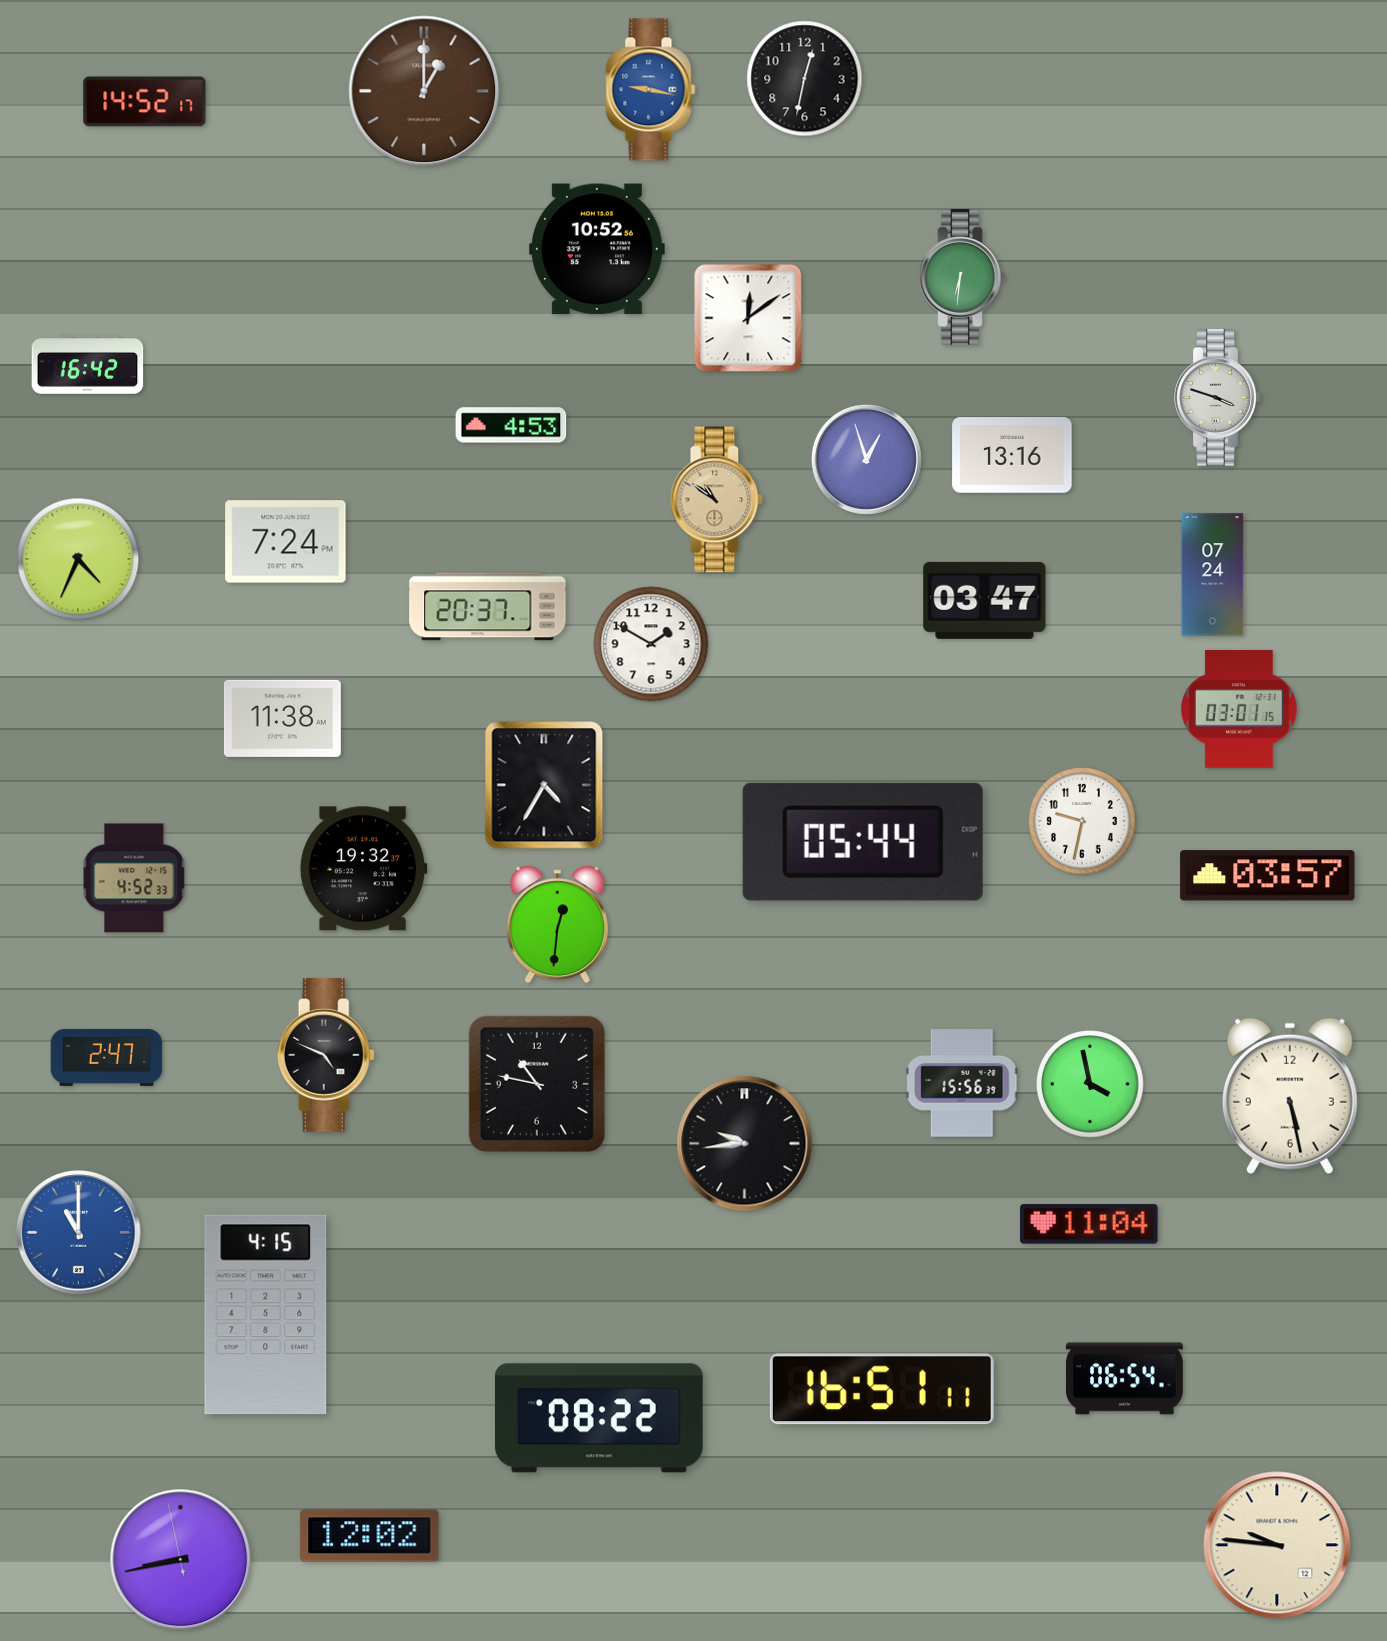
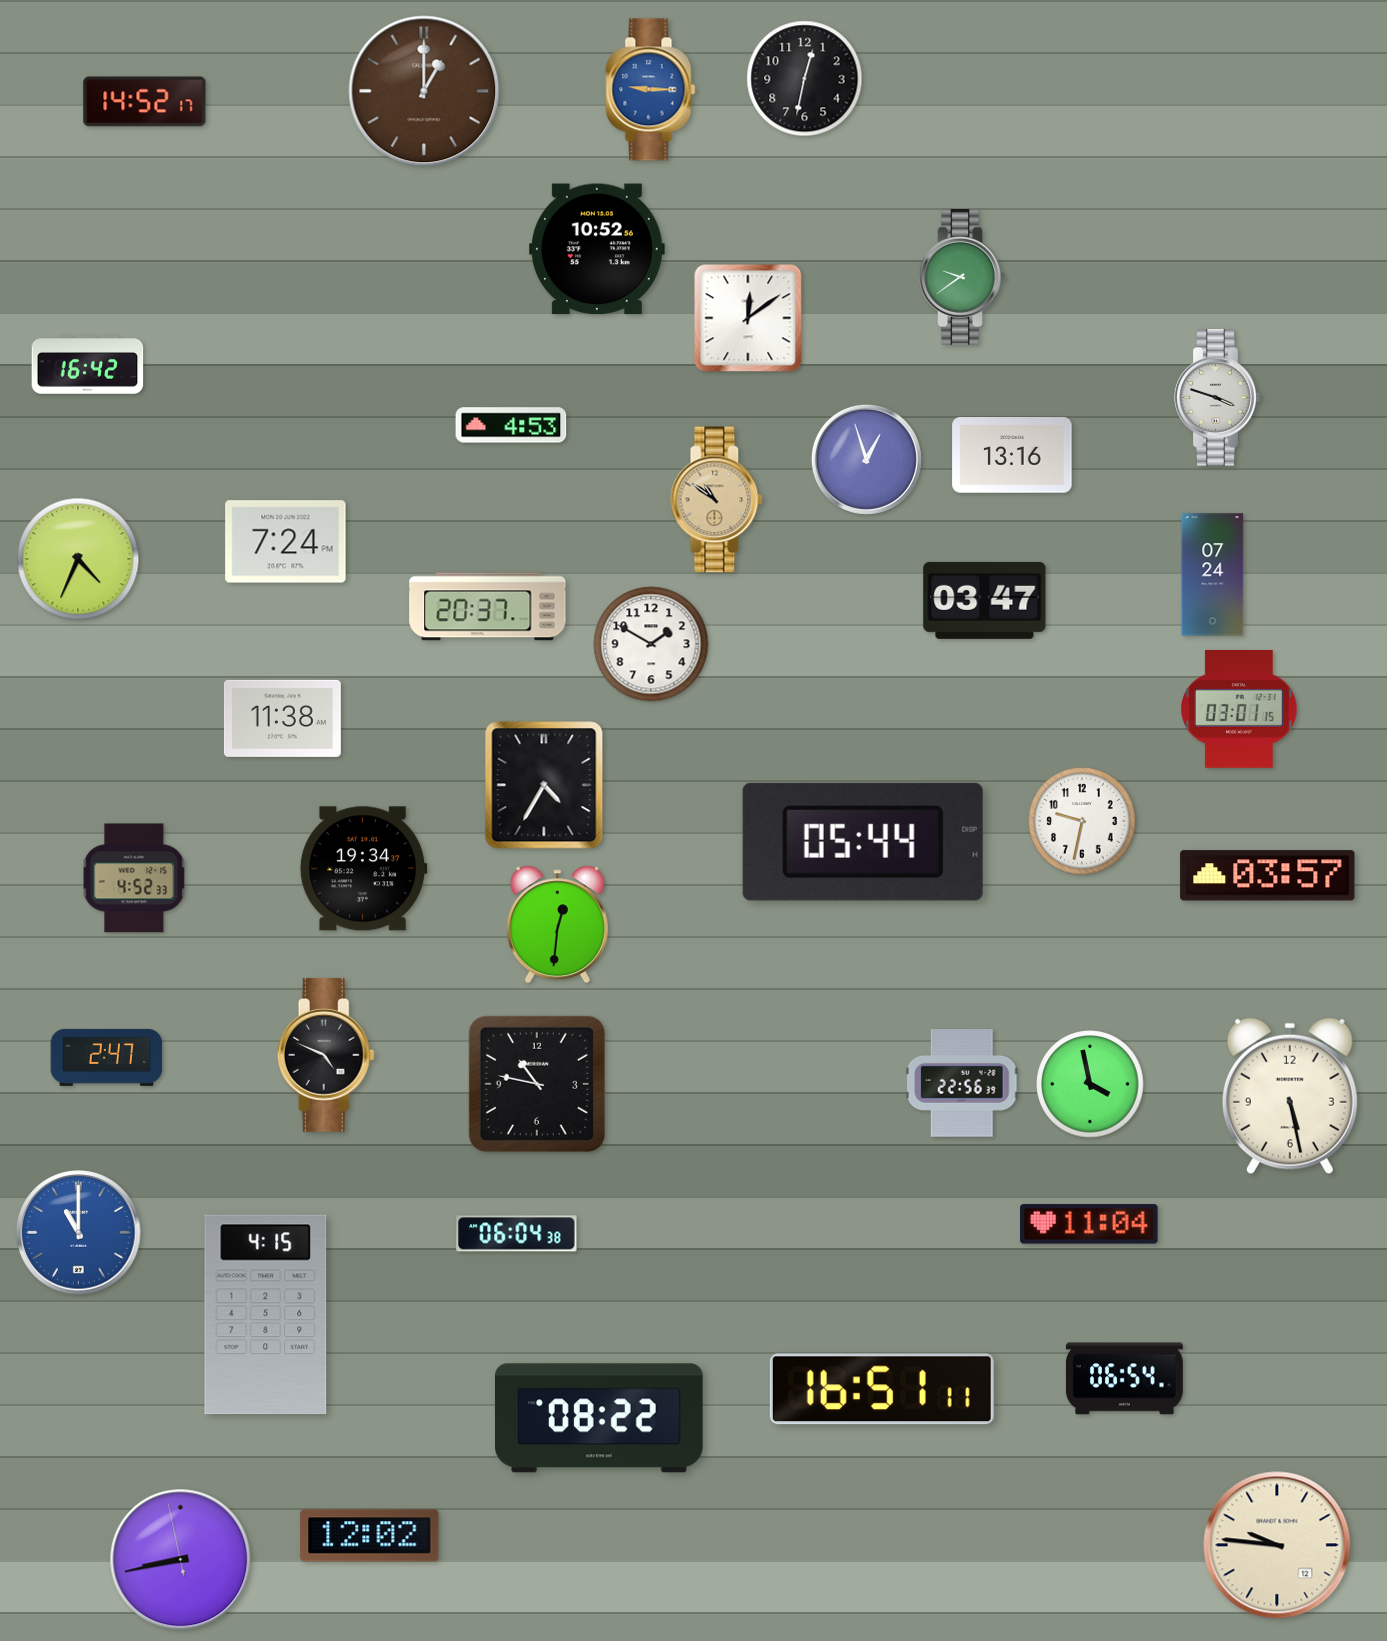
clock at (651, 90): 9:17 -> 9:15
clock at (962, 278): 6:31 -> 9:39
clock at (363, 869): 19:32 -> 19:34
clock at (962, 1084): 15:56 -> 22:56
clock at (745, 1144): 9:44 -> none
clock at (517, 1234): none -> 06:04
